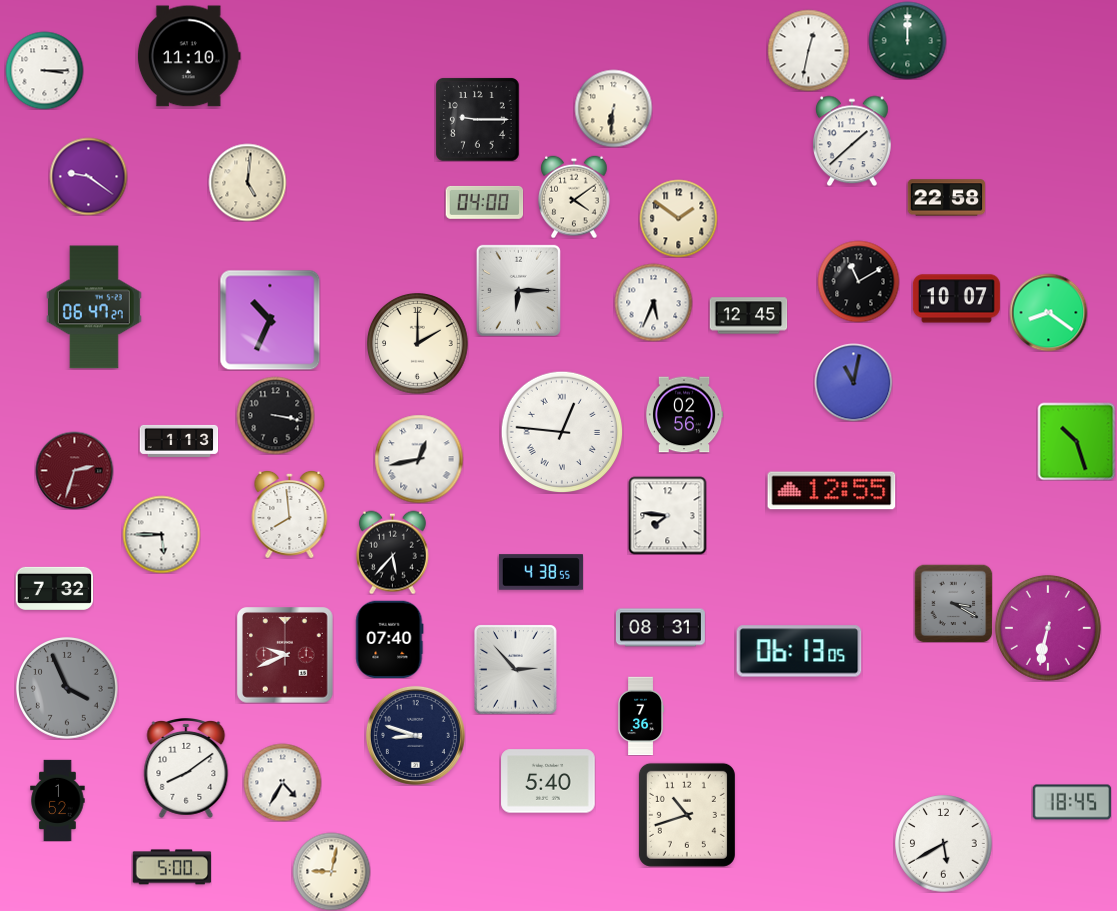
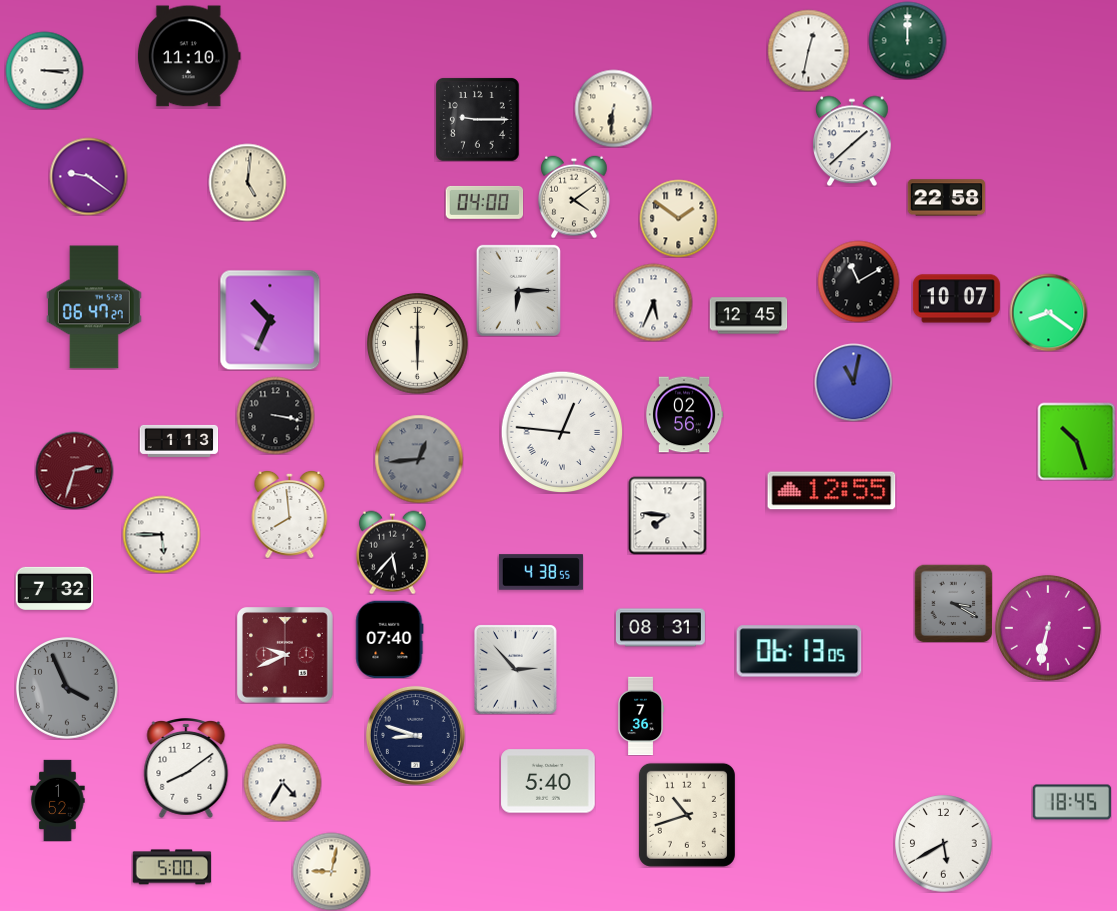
clock at (418, 344): 2:00 -> 6:00
clock at (419, 459): 12:43 -> 12:44
clock at (419, 459) dial: white -> grey
